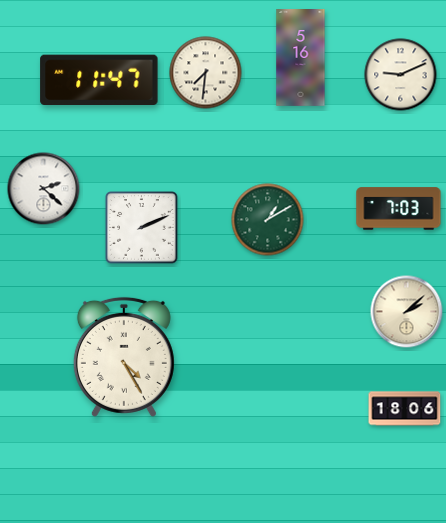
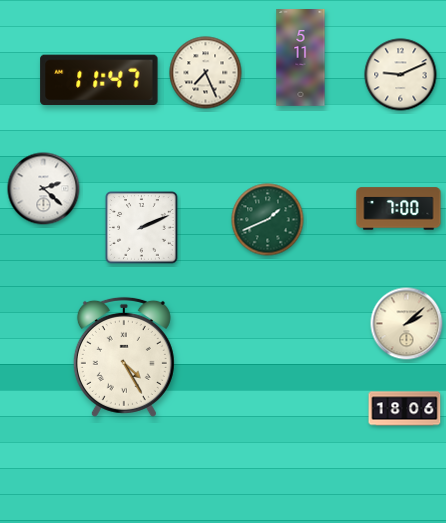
clock at (301, 58): 5:16 -> 5:11
clock at (206, 73): 7:31 -> 7:26
clock at (399, 209): 7:03 -> 7:00
clock at (268, 220): 1:10 -> 1:41
clock at (407, 312) position: (407, 312) -> (407, 324)
